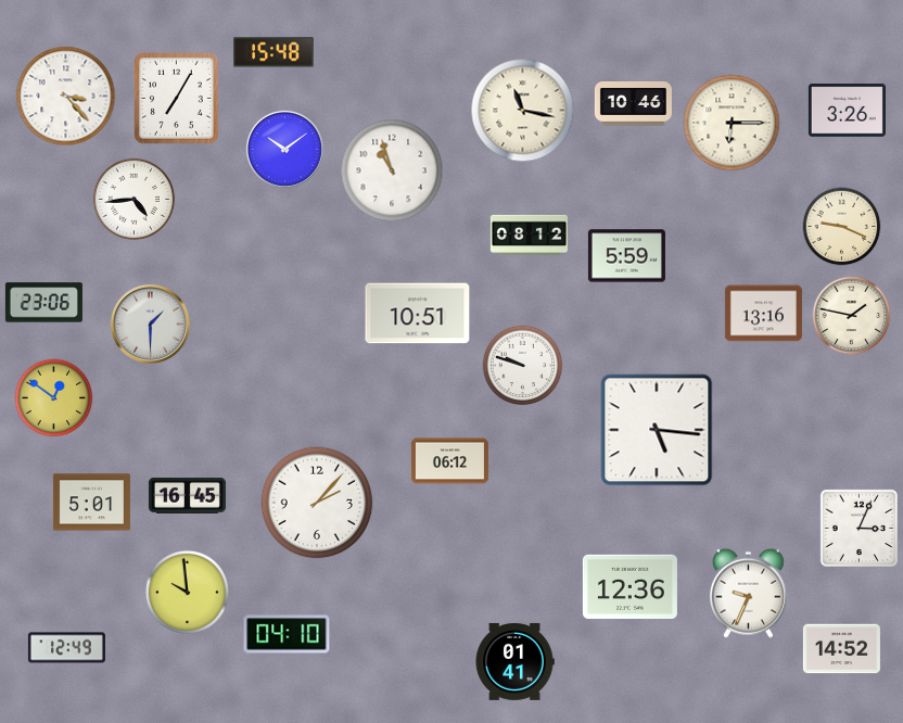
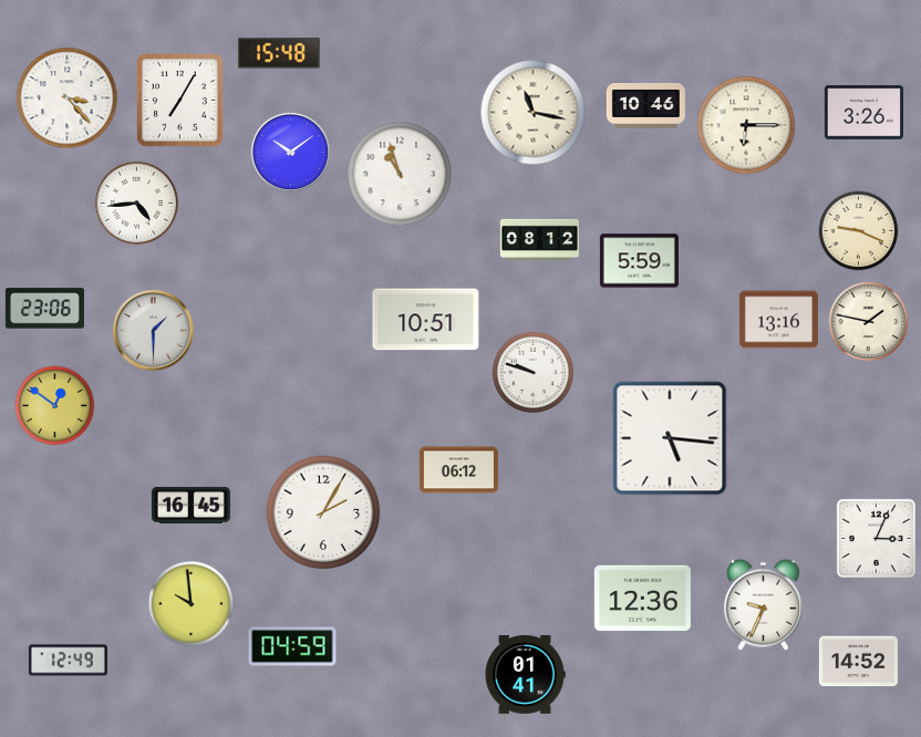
clock at (91, 503): 5:01 -> none
clock at (317, 503): 2:07 -> 2:05
clock at (287, 634): 04:10 -> 04:59
